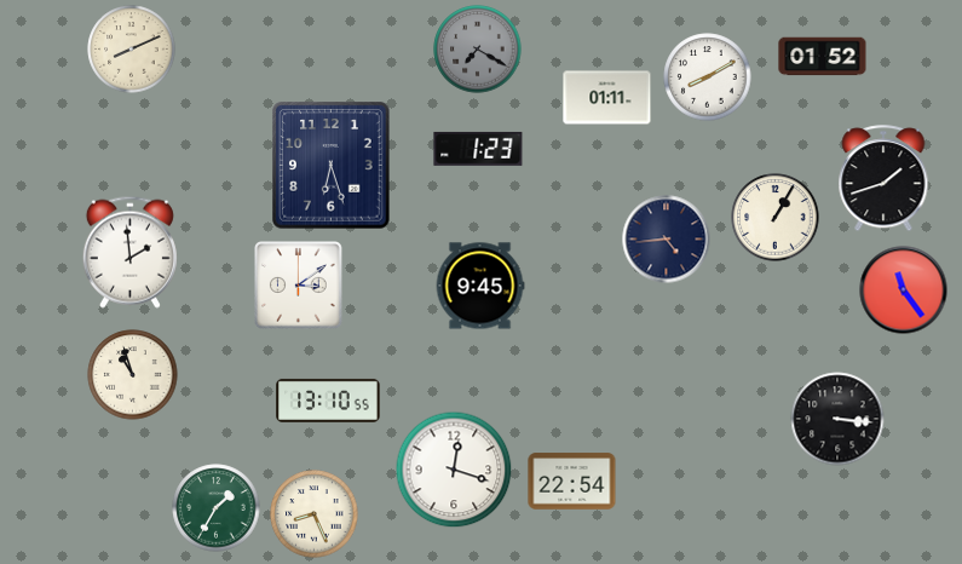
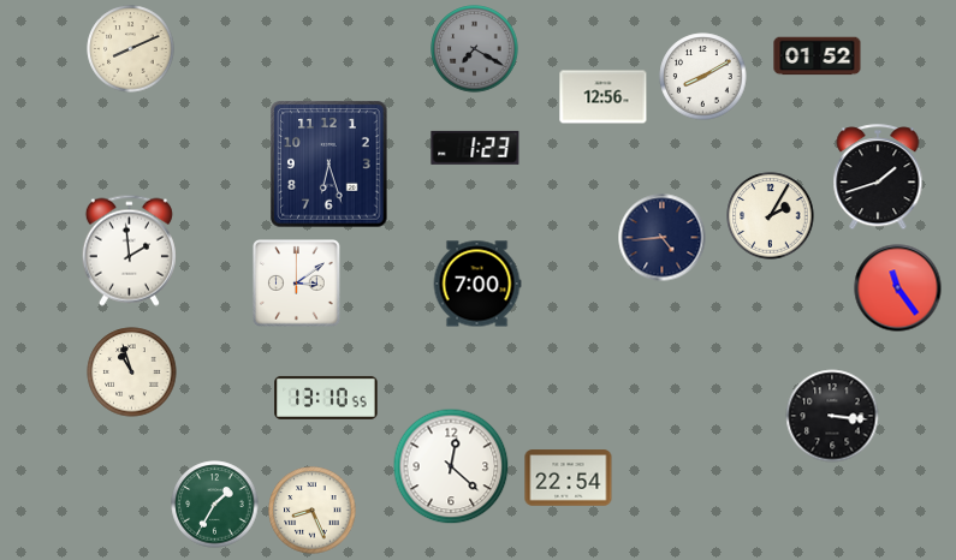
clock at (607, 98): 01:11 -> 12:56
clock at (776, 218): 1:05 -> 2:05
clock at (480, 286): 9:45 -> 7:00
clock at (454, 470): 12:18 -> 12:22
